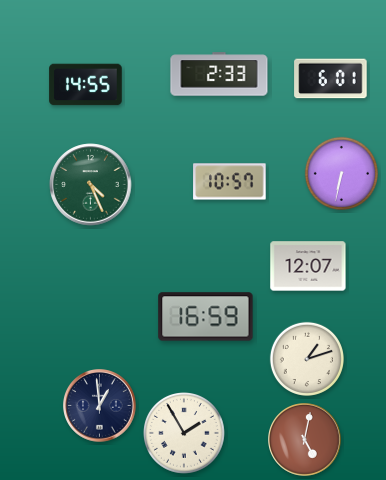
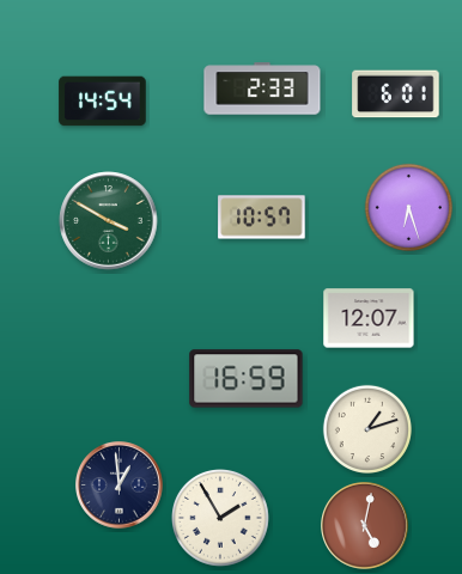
clock at (86, 85): 14:55 -> 14:54
clock at (341, 173): 6:32 -> 6:27
clock at (230, 182) position: (230, 182) -> (262, 218)
clock at (91, 185): 4:26 -> 3:50
